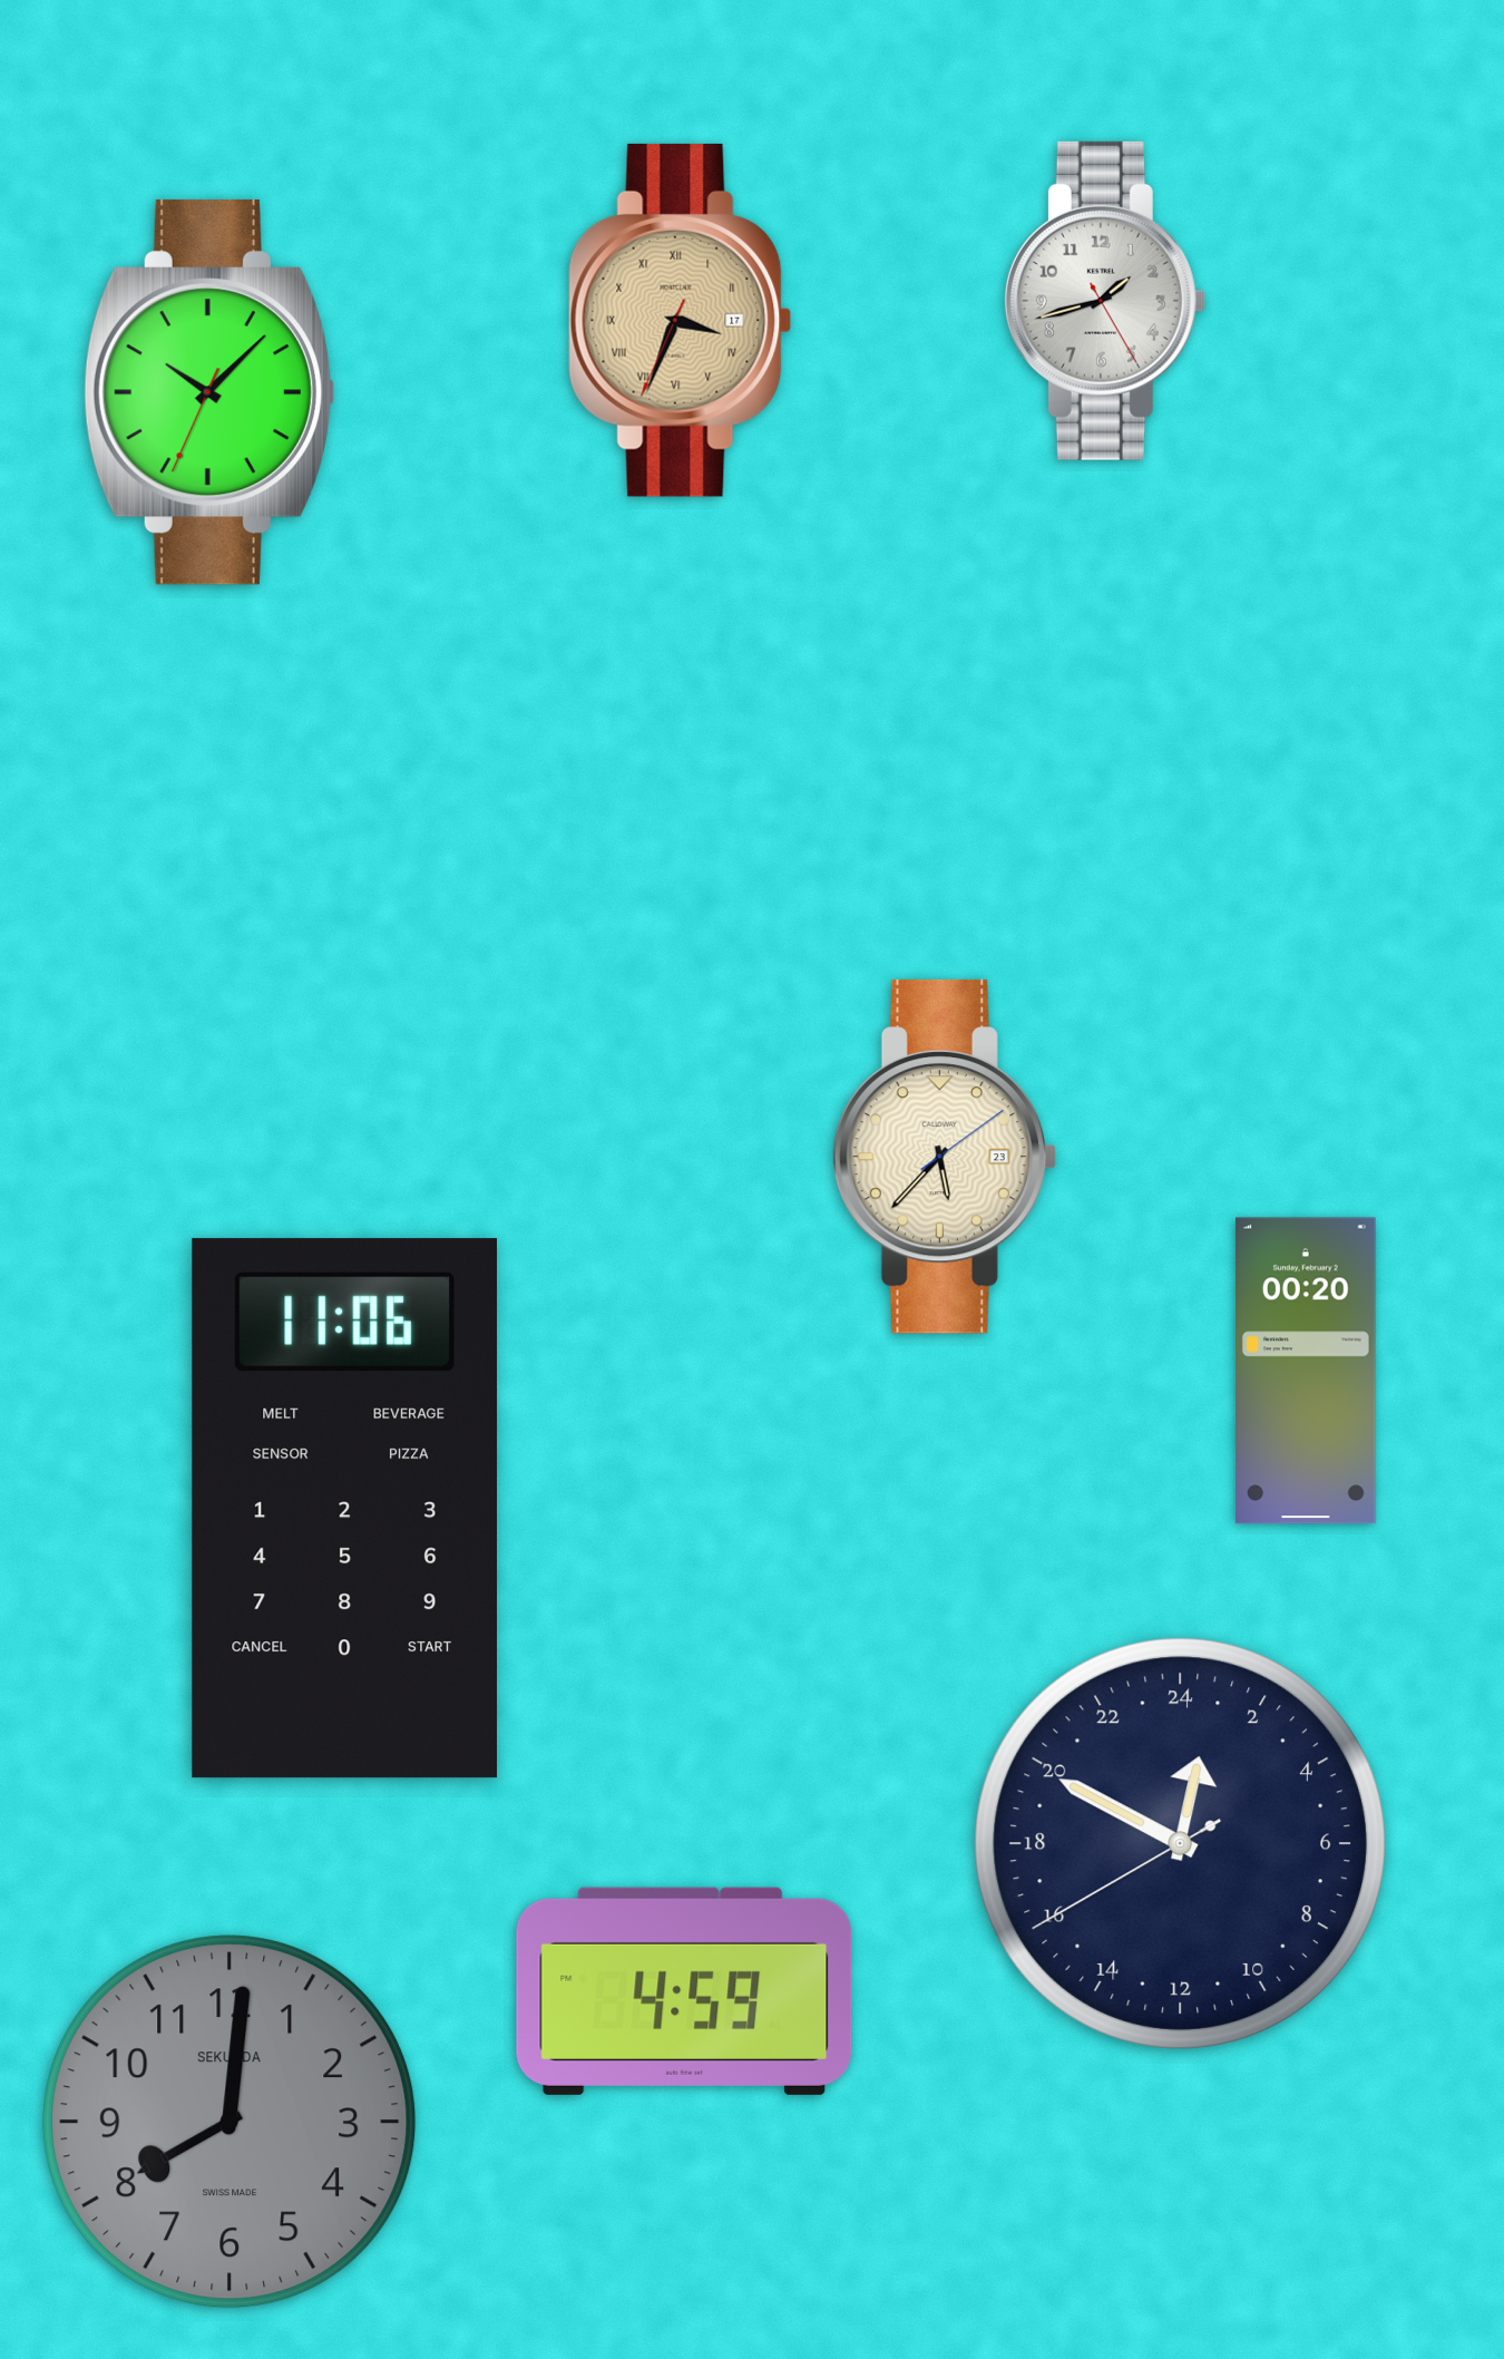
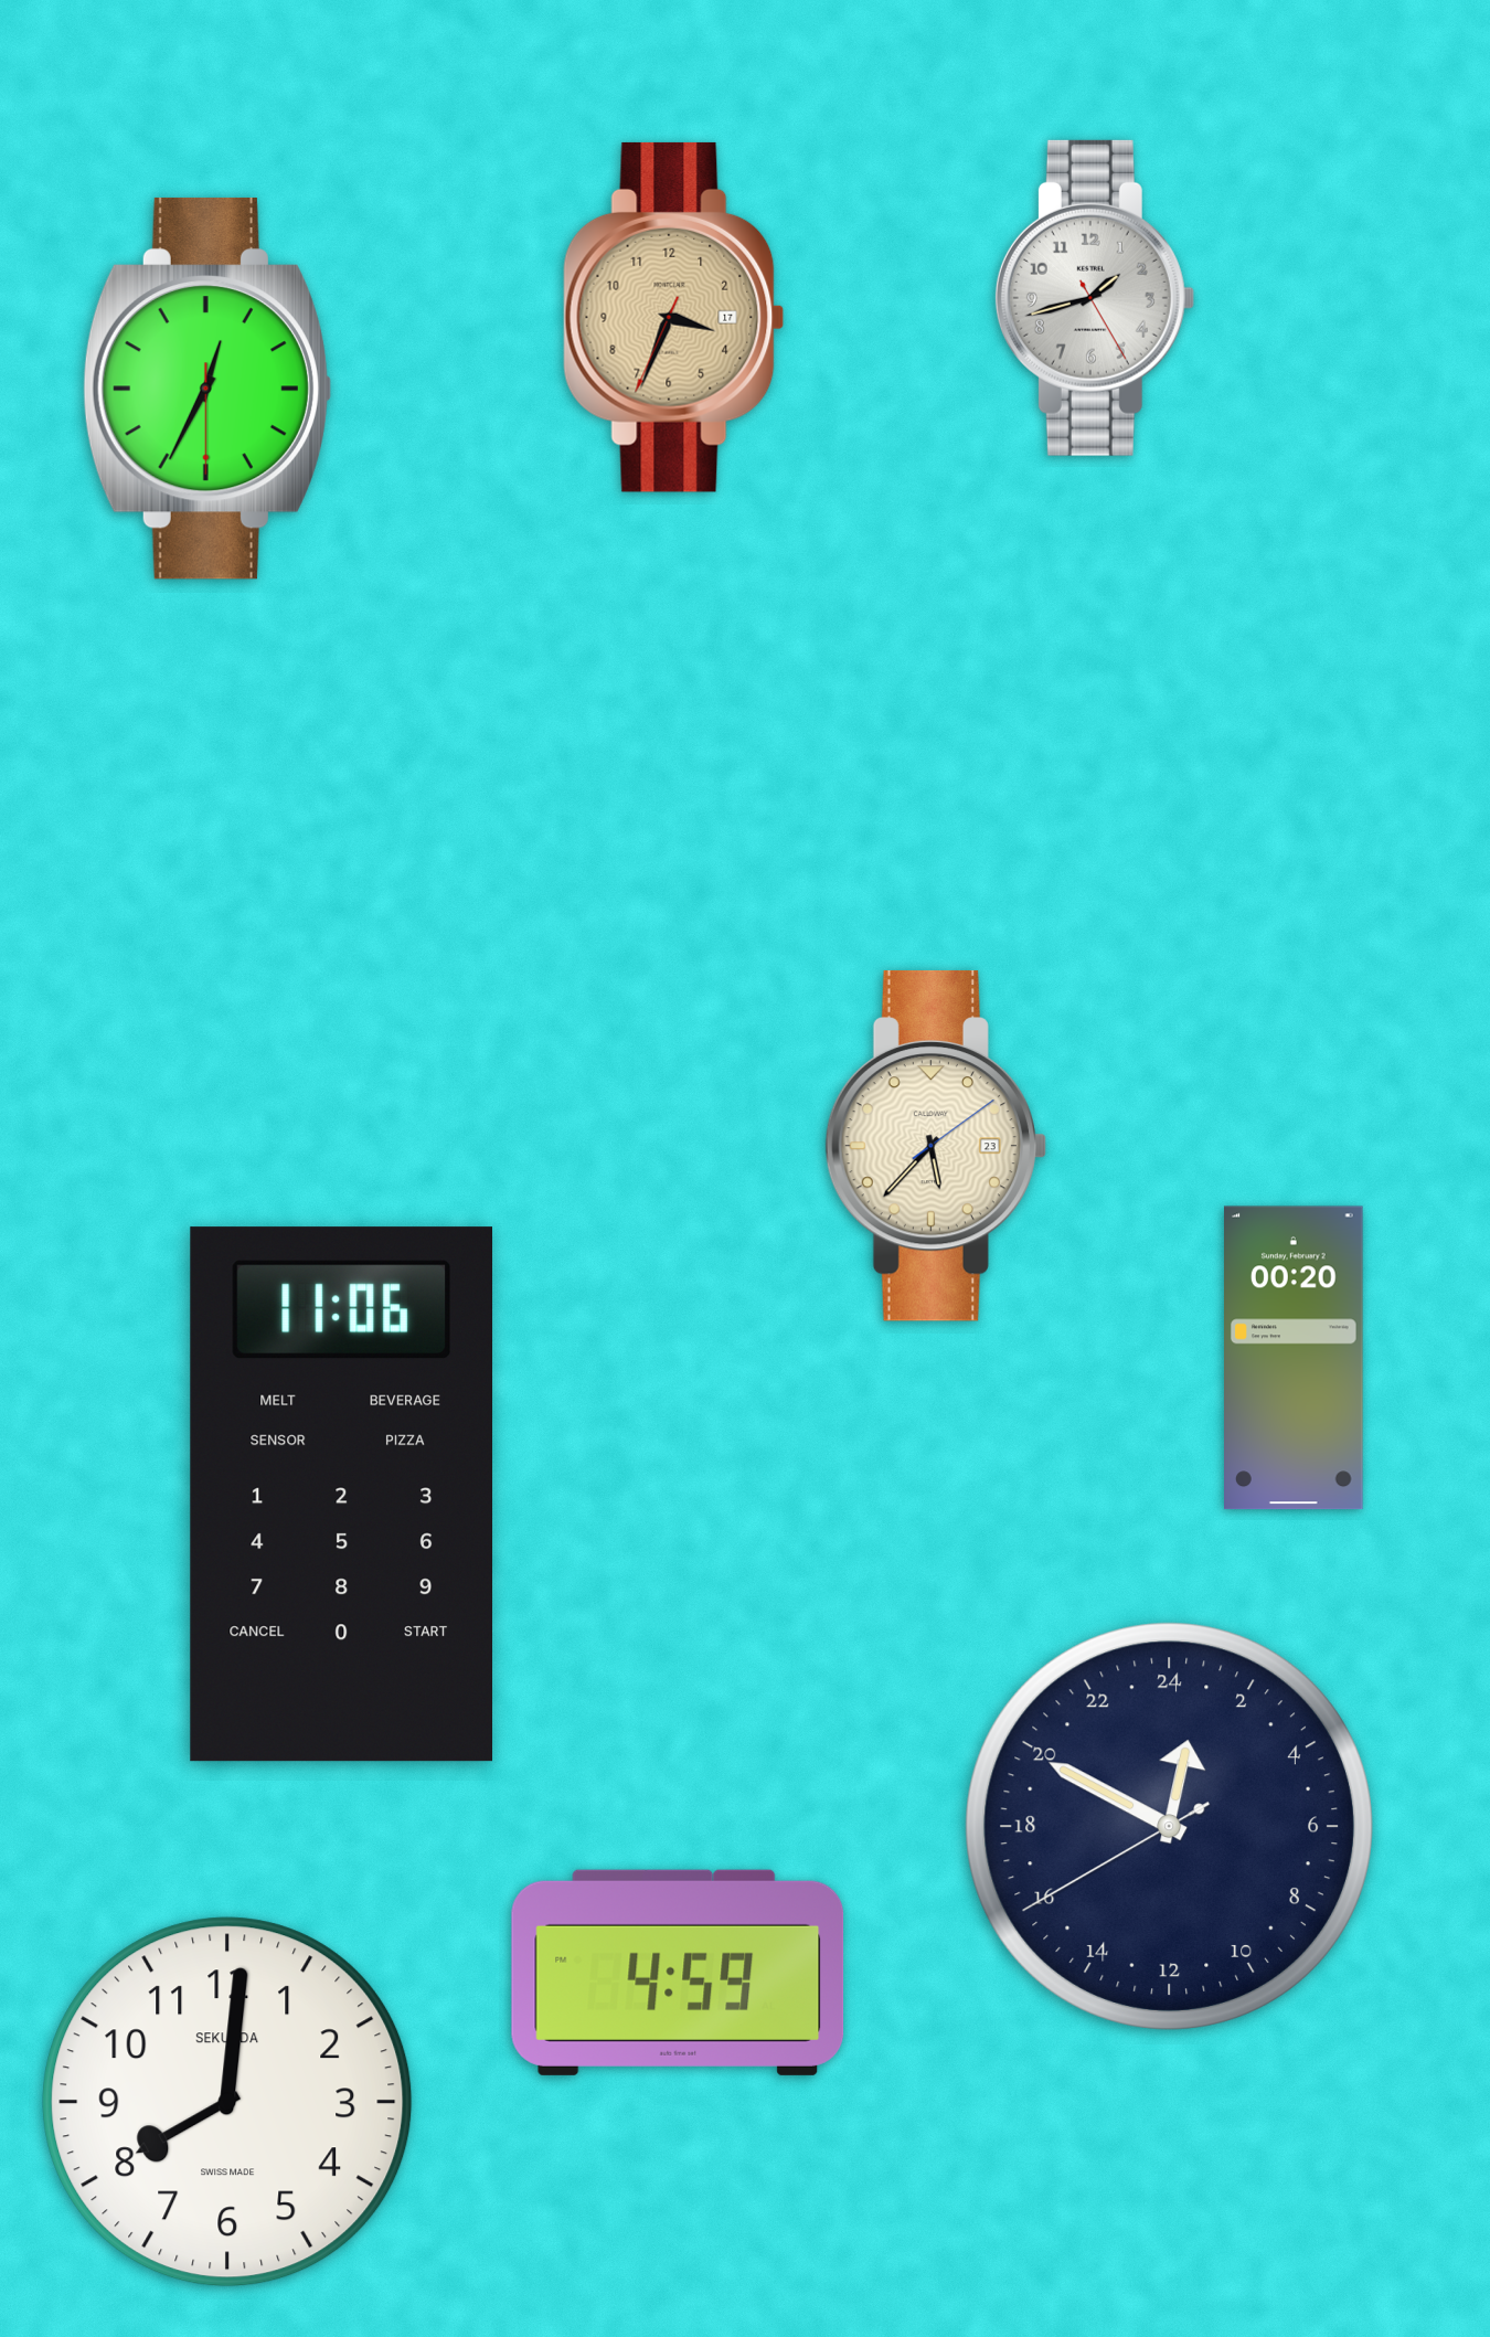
clock at (681, 320) numerals: Roman -> Arabic
clock at (208, 392): 10:07 -> 12:34
clock at (229, 2122) dial: grey -> white
